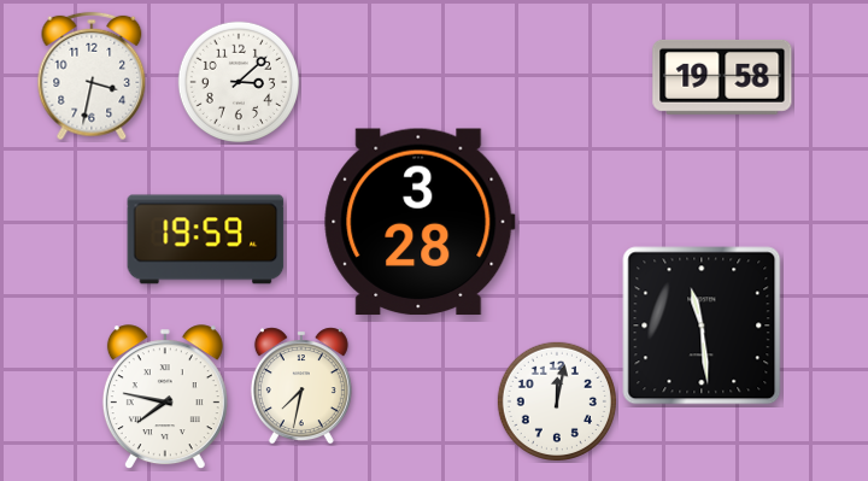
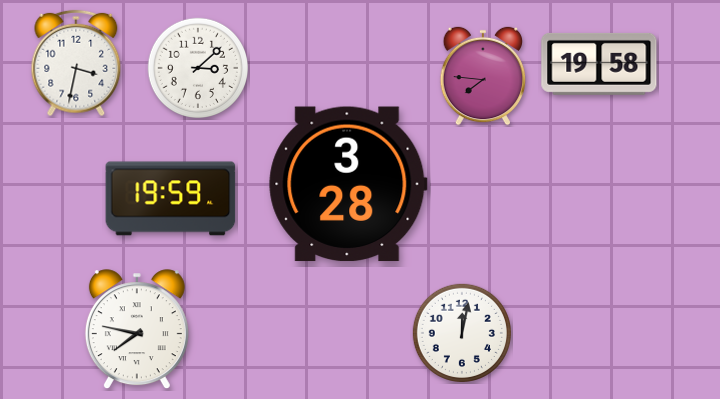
clock at (483, 76): none -> 7:46
clock at (702, 325): 11:29 -> none
clock at (301, 386): 7:32 -> none
